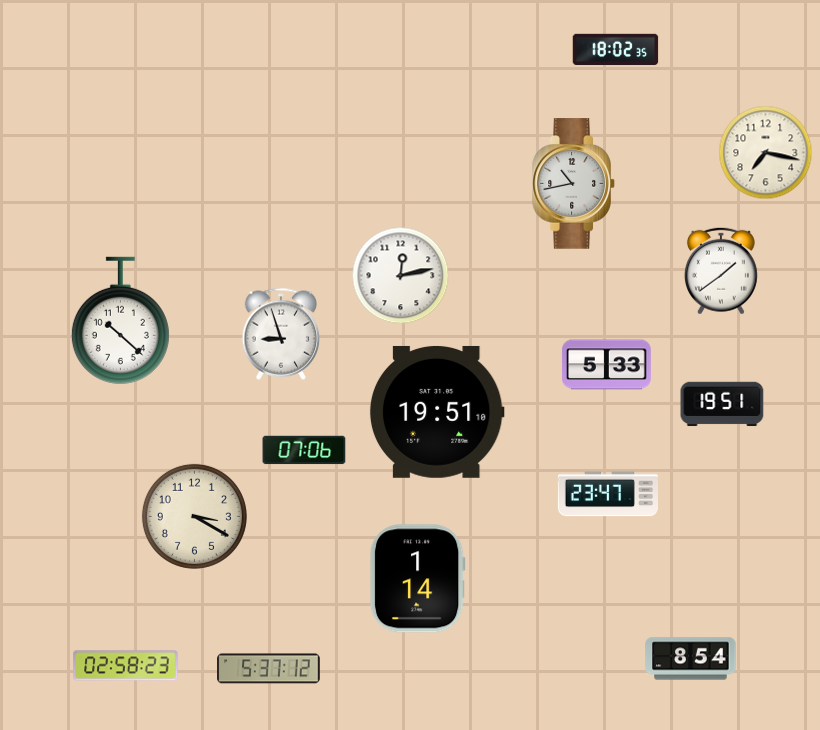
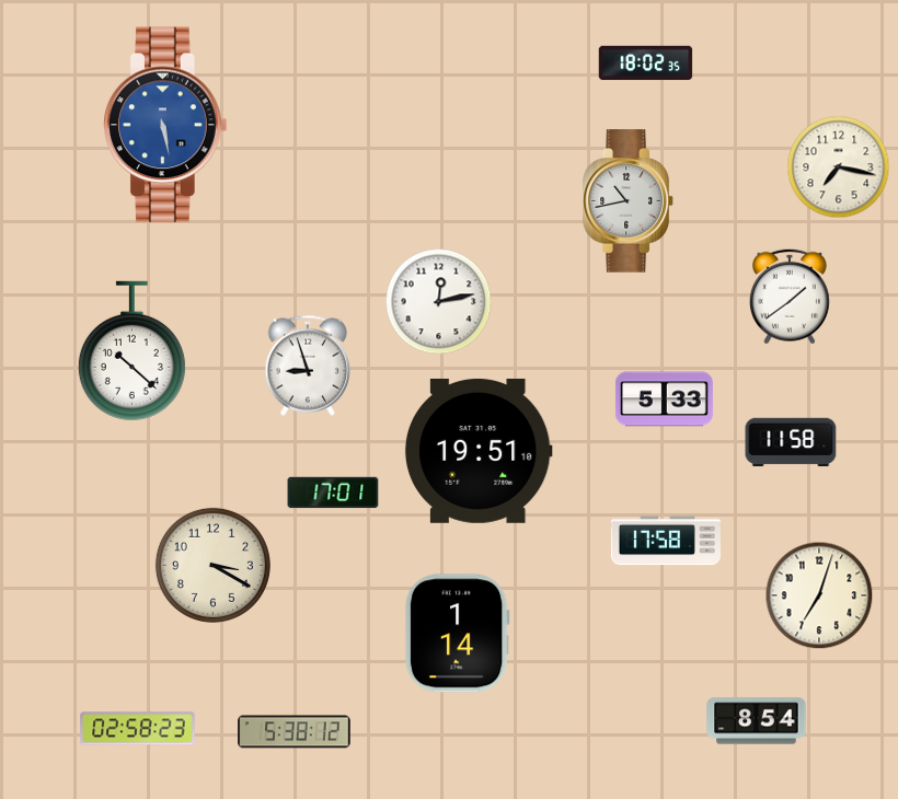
clock at (616, 50) position: (616, 50) -> (646, 63)
clock at (165, 125): none -> 5:28
clock at (722, 404): 19:51 -> 11:58
clock at (304, 450): 07:06 -> 17:01
clock at (607, 494): 23:47 -> 17:58
clock at (819, 595): none -> 7:03
clock at (269, 669): 5:37 -> 5:38
